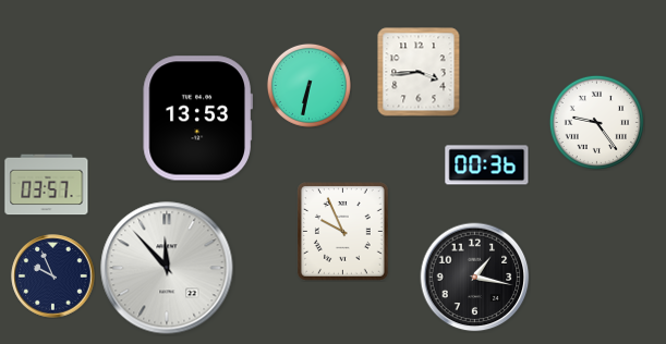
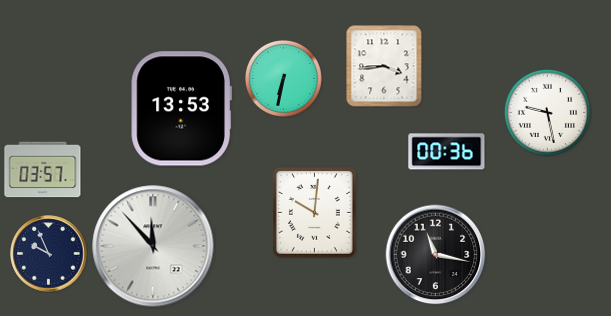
clock at (596, 122): 9:24 -> 9:28
clock at (343, 232): 9:56 -> 10:01
clock at (475, 278): 1:17 -> 11:17
